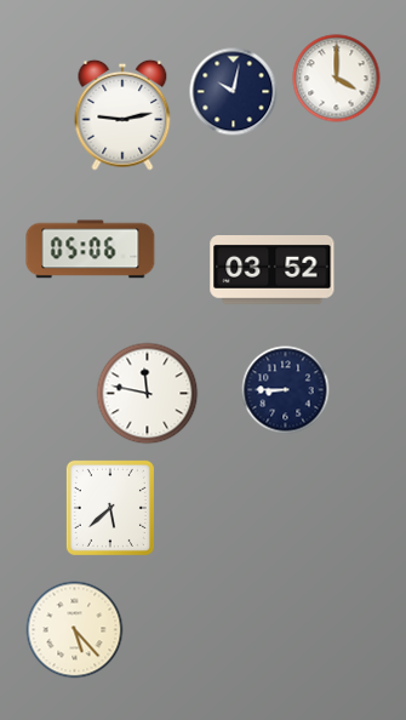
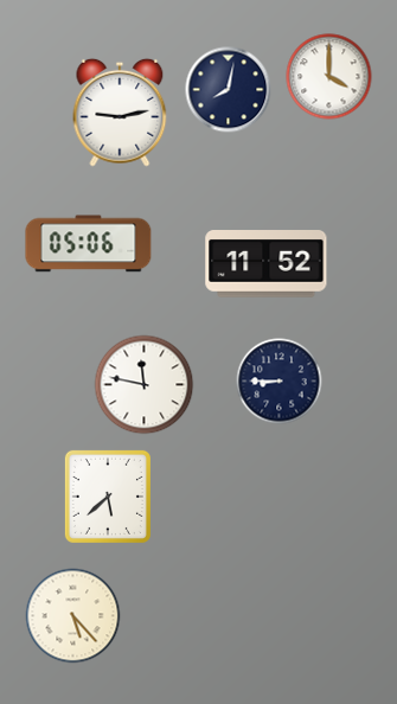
clock at (234, 92): 10:02 -> 8:02
clock at (273, 270): 03:52 -> 11:52
